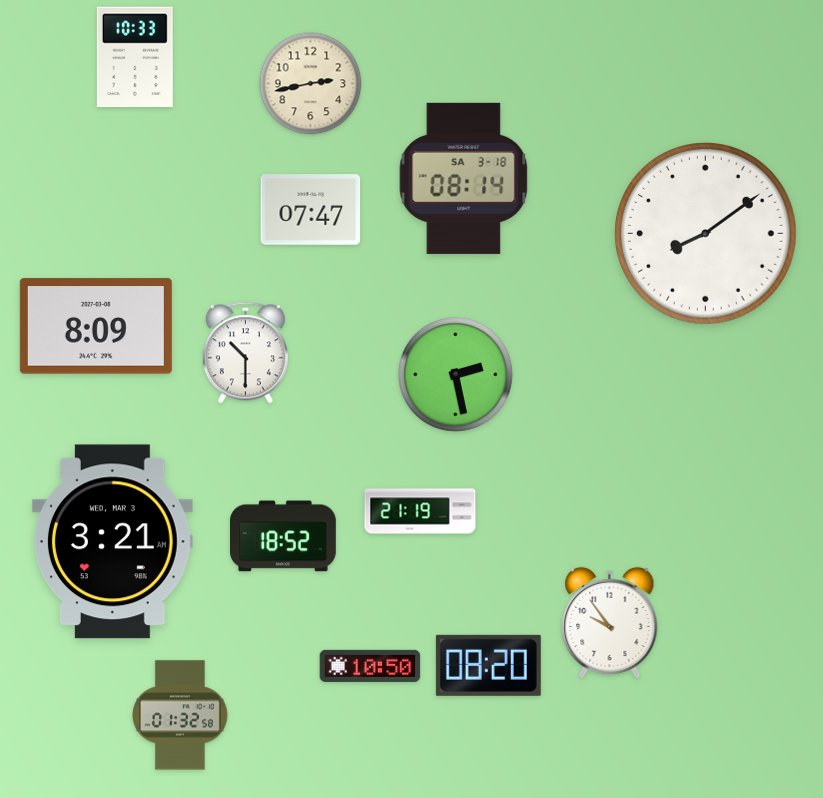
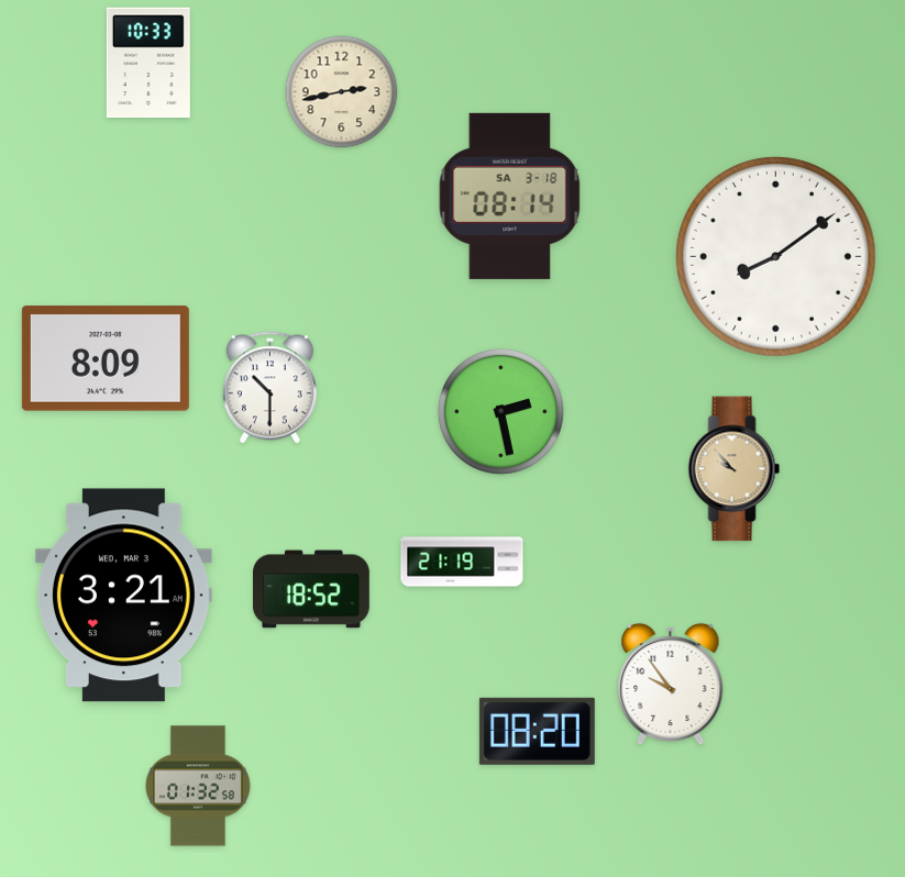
clock at (311, 210): 07:47 -> none
clock at (735, 469): none -> 9:53
clock at (370, 666): 10:50 -> none
